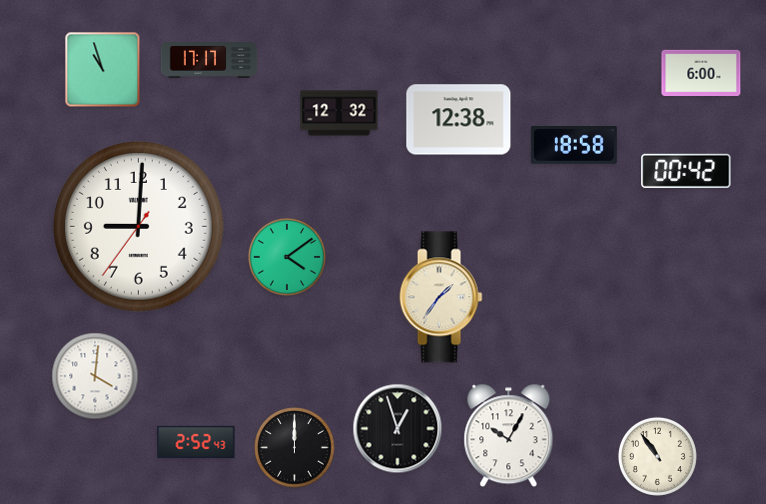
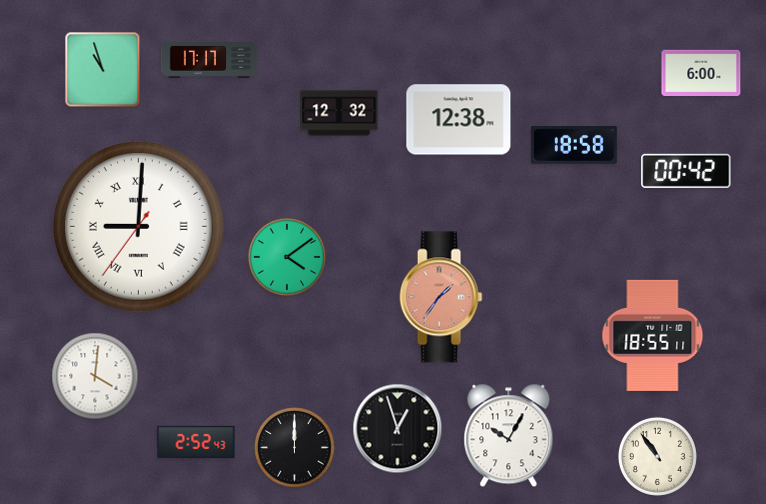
clock at (139, 227) numerals: Arabic -> Roman
clock at (441, 297) dial: cream -> salmon
clock at (653, 335): none -> 18:55
